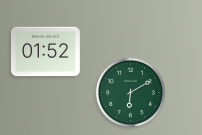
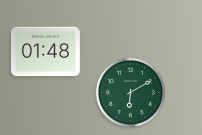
clock at (45, 52): 01:52 -> 01:48
